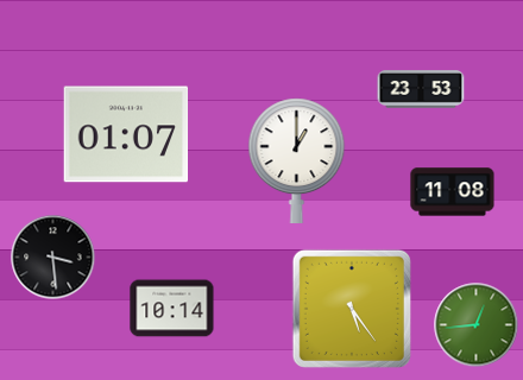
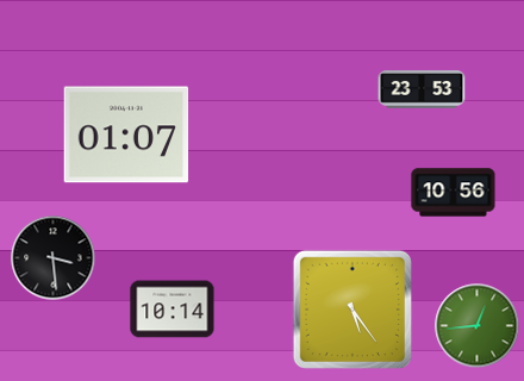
clock at (297, 160): 1:00 -> none
clock at (453, 192): 11:08 -> 10:56
